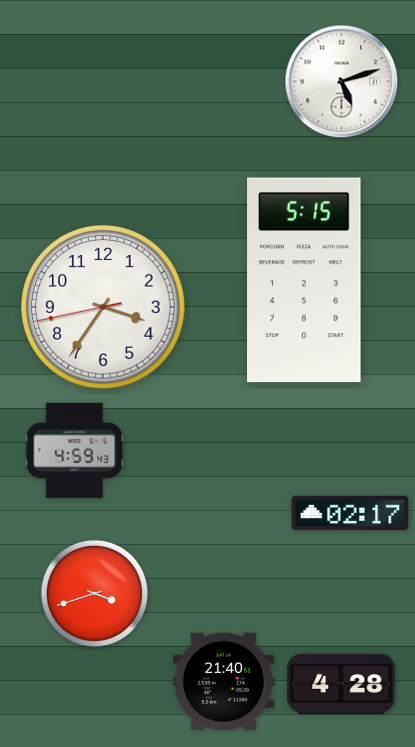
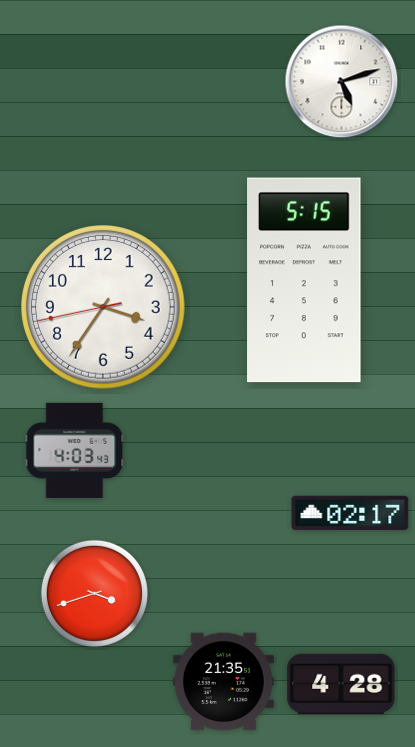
clock at (75, 450): 4:59 -> 4:03
clock at (223, 682): 21:40 -> 21:35
